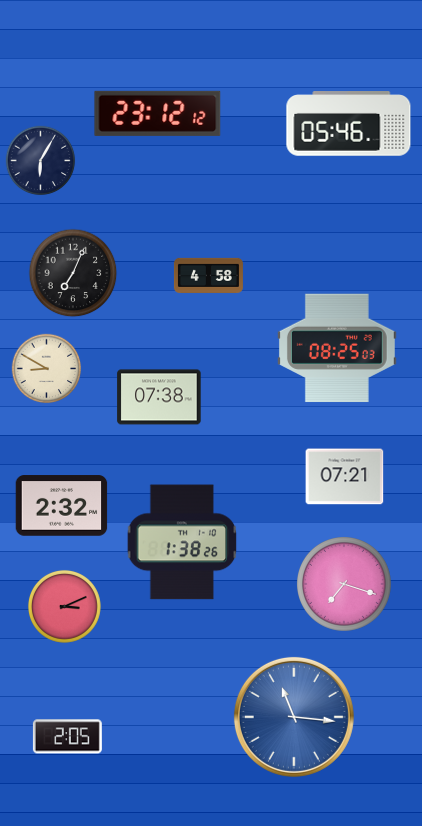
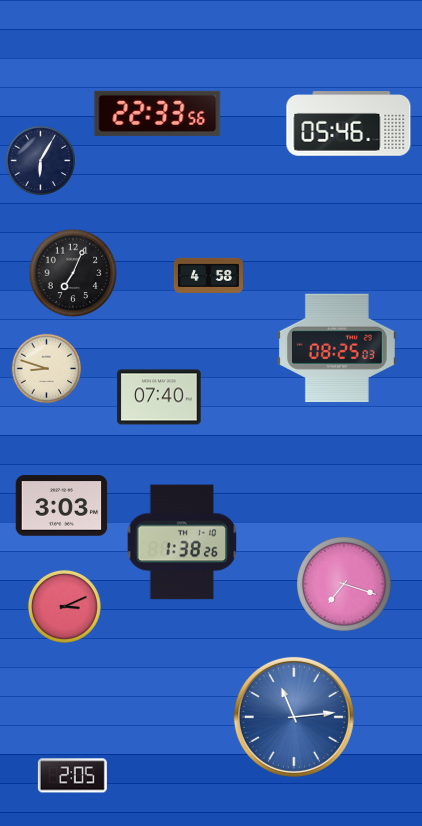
clock at (158, 113): 23:12 -> 22:33
clock at (47, 369): 8:50 -> 8:48
clock at (159, 397): 07:38 -> 07:40
clock at (345, 477): 07:21 -> none
clock at (62, 506): 2:32 -> 3:03
clock at (294, 717): 11:16 -> 11:14
clock at (67, 737) position: (67, 737) -> (72, 776)
